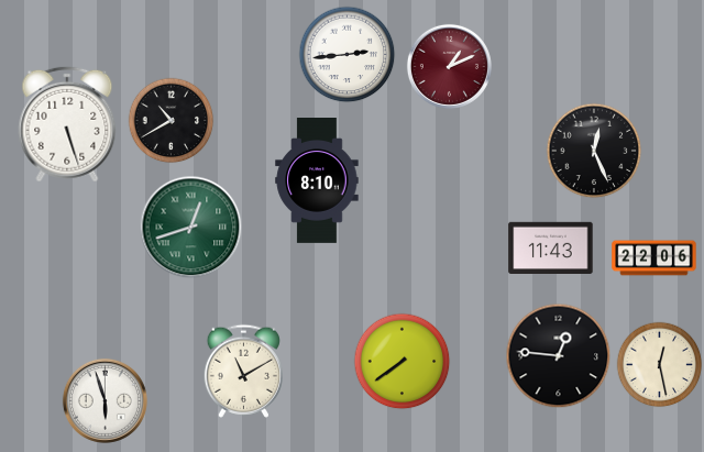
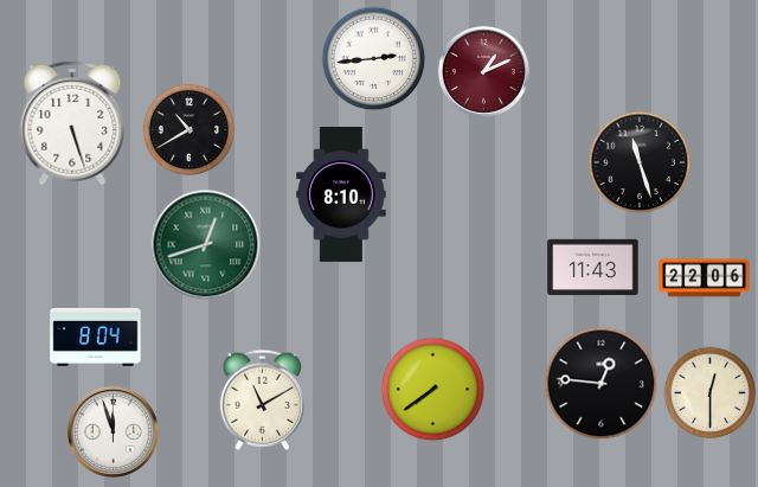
clock at (170, 120) position: (170, 120) -> (188, 129)
clock at (67, 124) position: (67, 124) -> (72, 123)
clock at (594, 151): 12:26 -> 11:27
clock at (96, 337): none -> 8:04
clock at (659, 364): 12:28 -> 12:30
clock at (105, 400): 5:57 -> 11:57
